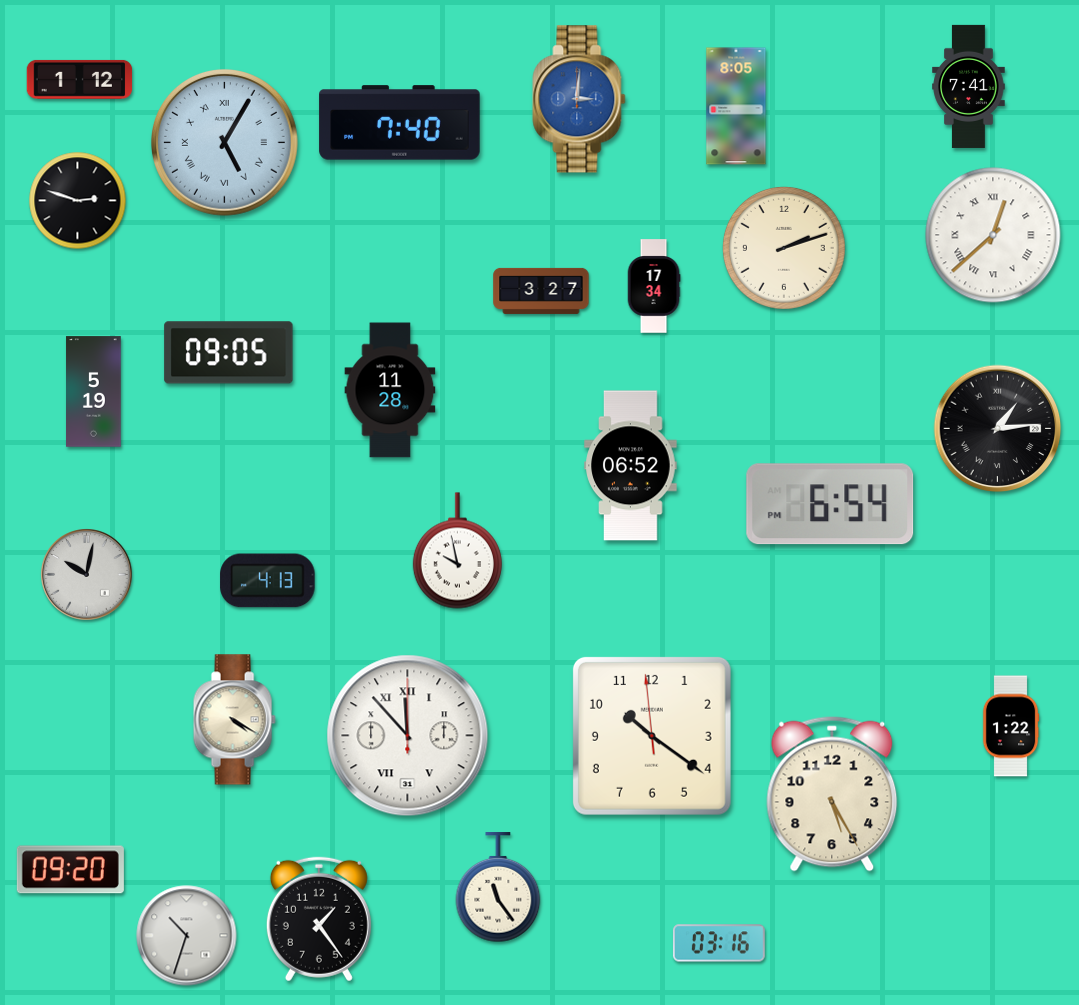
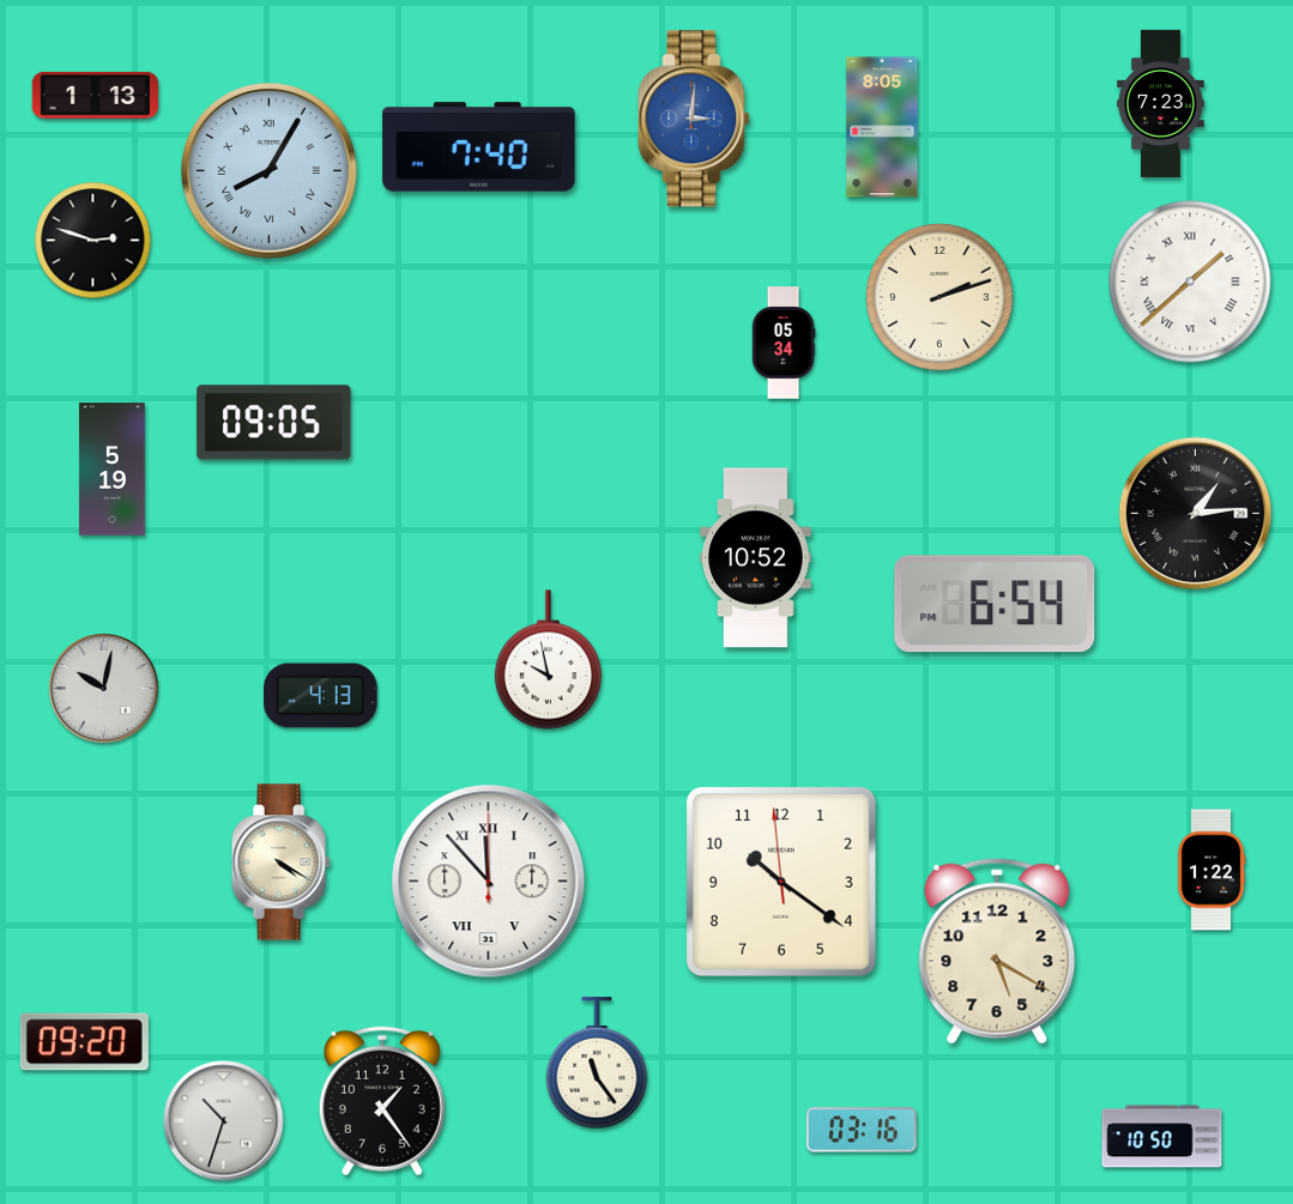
clock at (80, 79): 1:12 -> 1:13
clock at (969, 86): 7:41 -> 7:23
clock at (224, 142): 5:05 -> 8:05
clock at (993, 235): 12:38 -> 1:38
clock at (654, 286): 17:34 -> 05:34
clock at (541, 291): 3:27 -> none
clock at (390, 390): 11:28 -> none
clock at (631, 466): 06:52 -> 10:52
clock at (832, 794): 5:25 -> 5:20
clock at (1162, 1137): none -> 10:50
